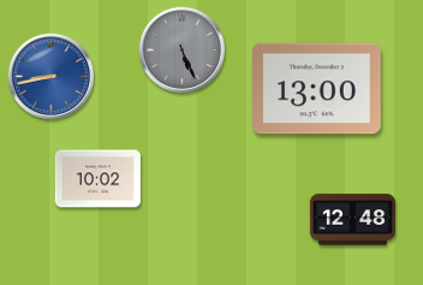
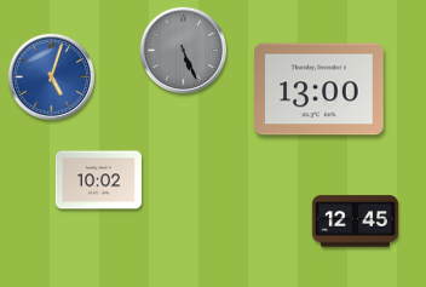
clock at (52, 77): 8:43 -> 5:03
clock at (352, 220): 12:48 -> 12:45
